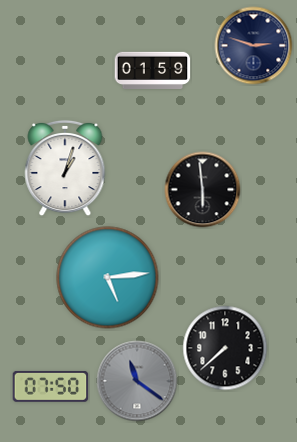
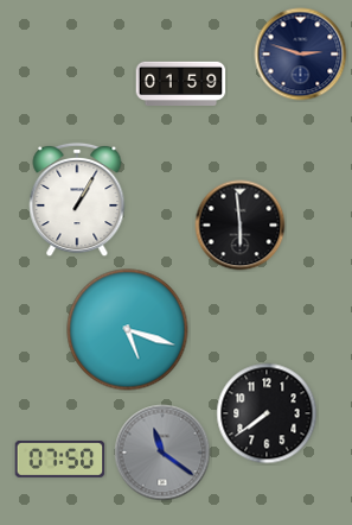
clock at (65, 168): 1:03 -> 1:05
clock at (108, 278): 5:14 -> 5:18
clock at (225, 348): 7:38 -> 7:39
